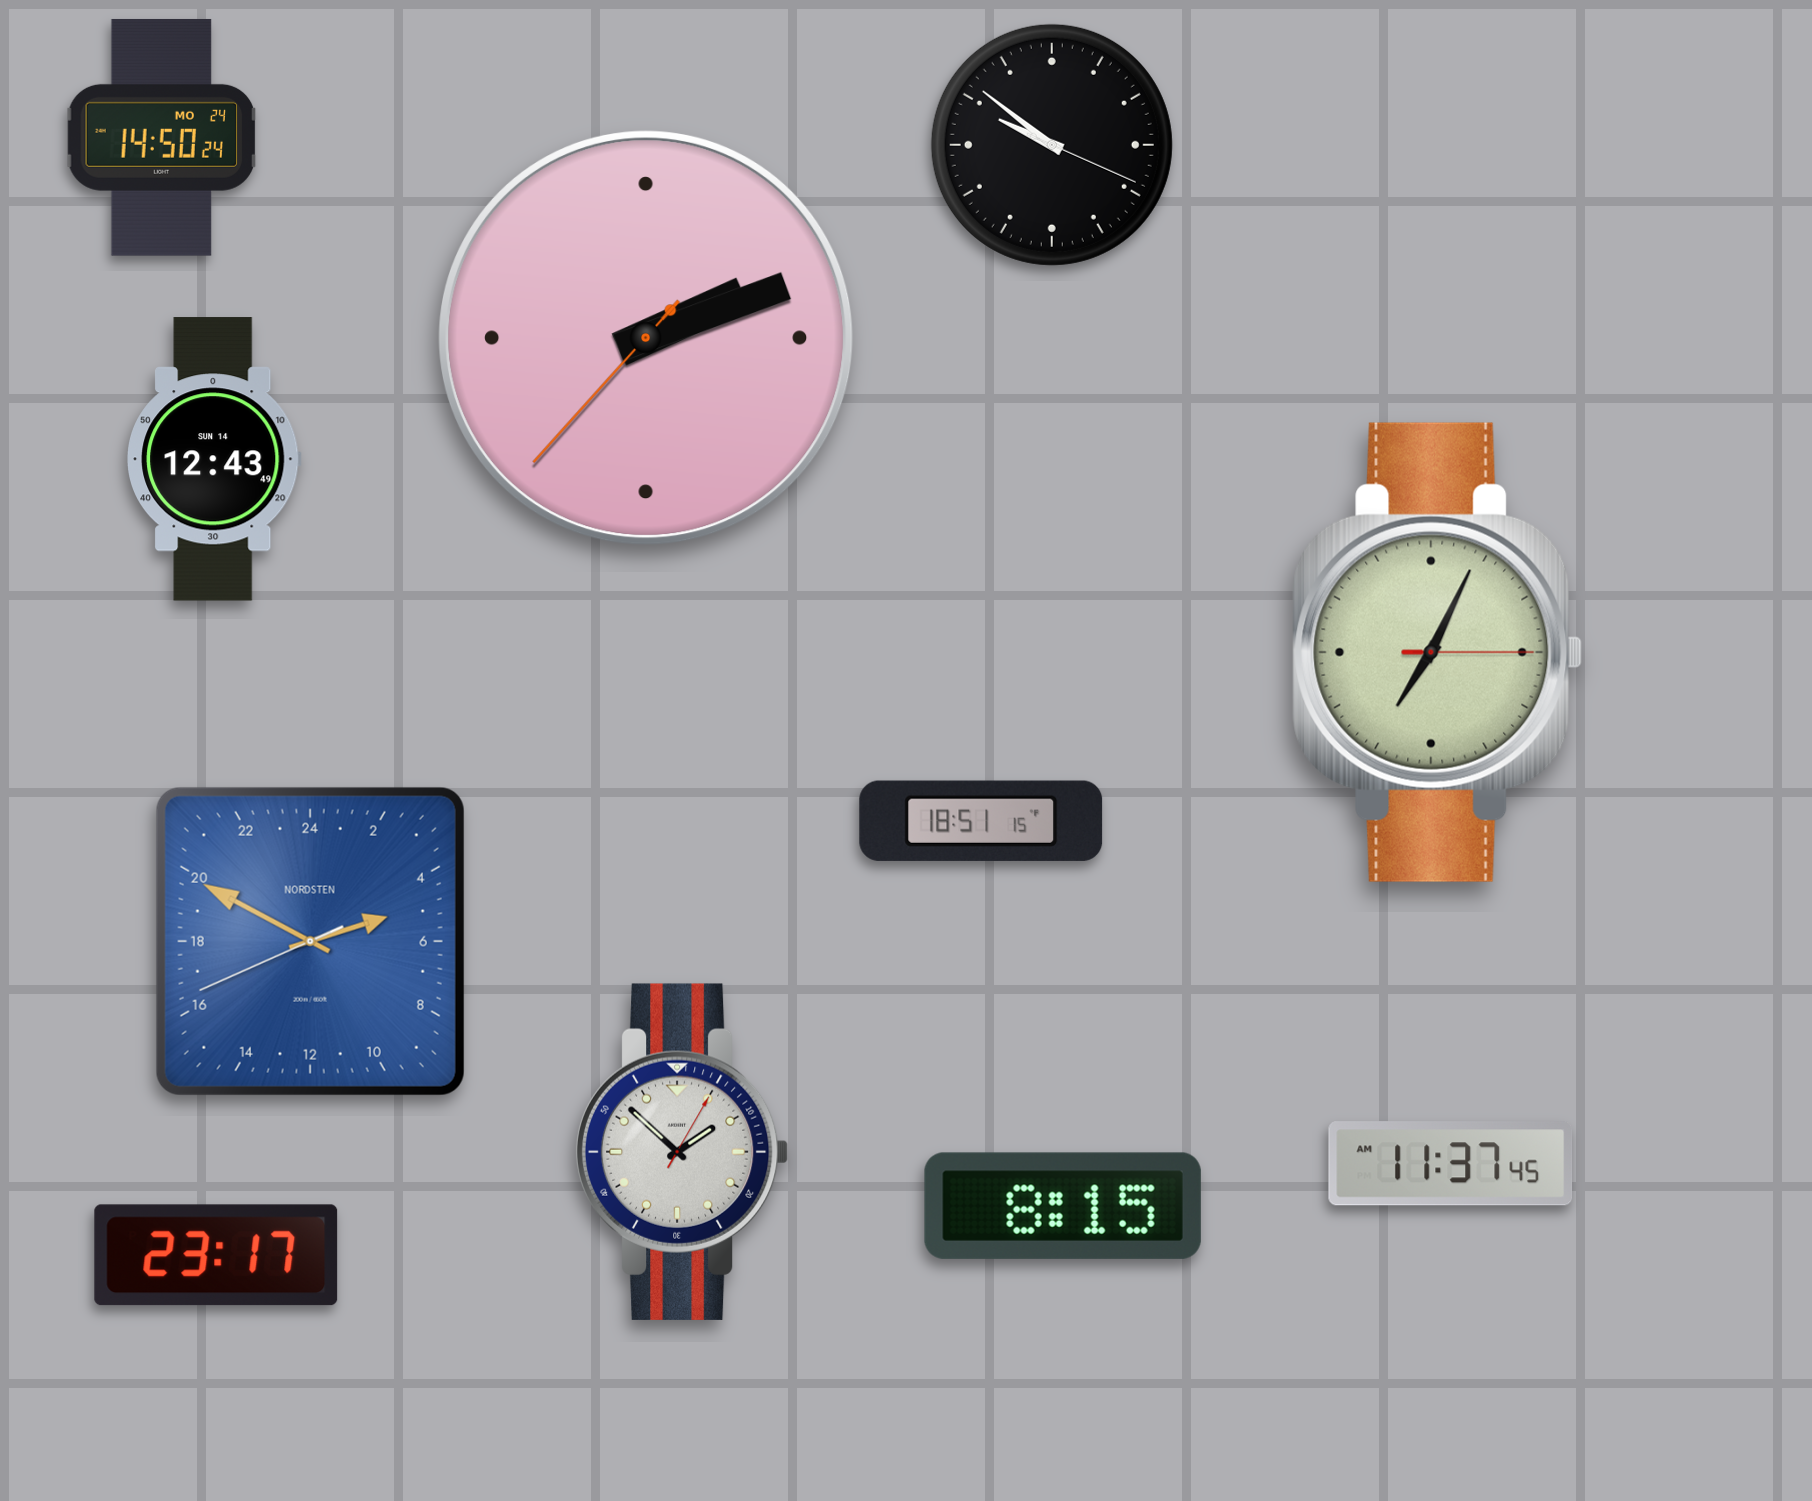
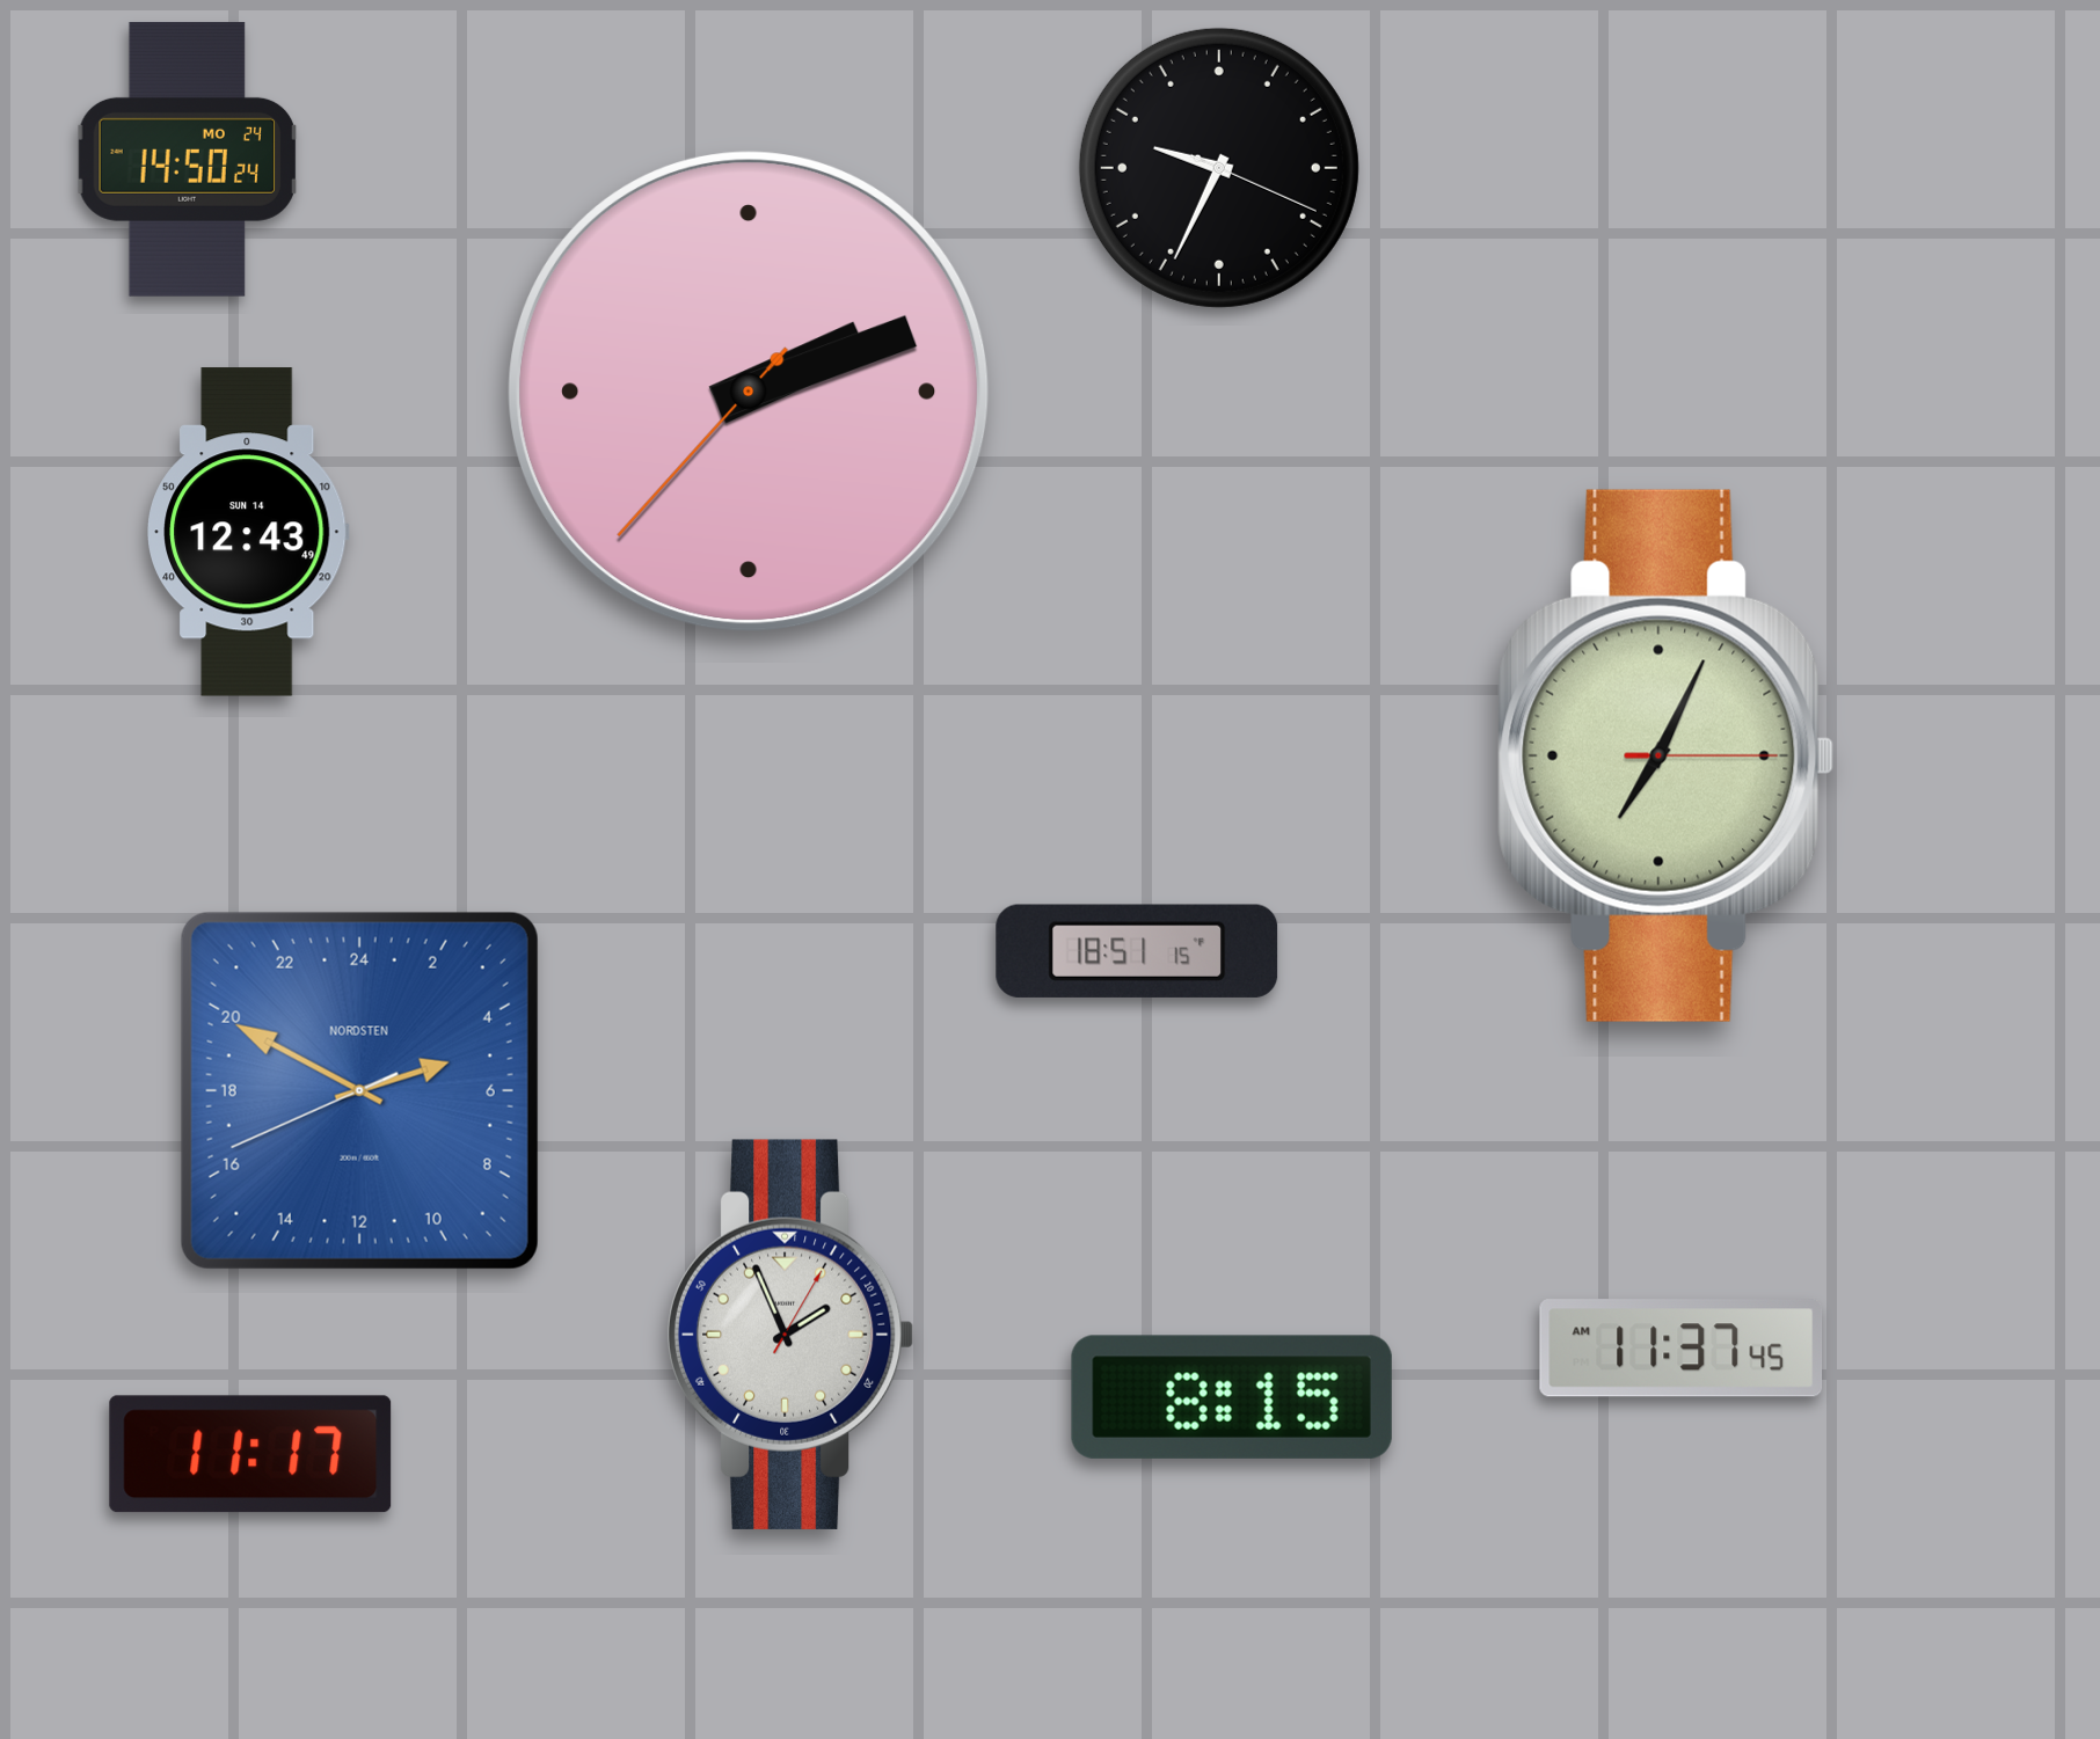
clock at (1052, 145): 9:51 -> 9:34
clock at (682, 1152): 1:52 -> 1:56
clock at (216, 1255): 23:17 -> 11:17
